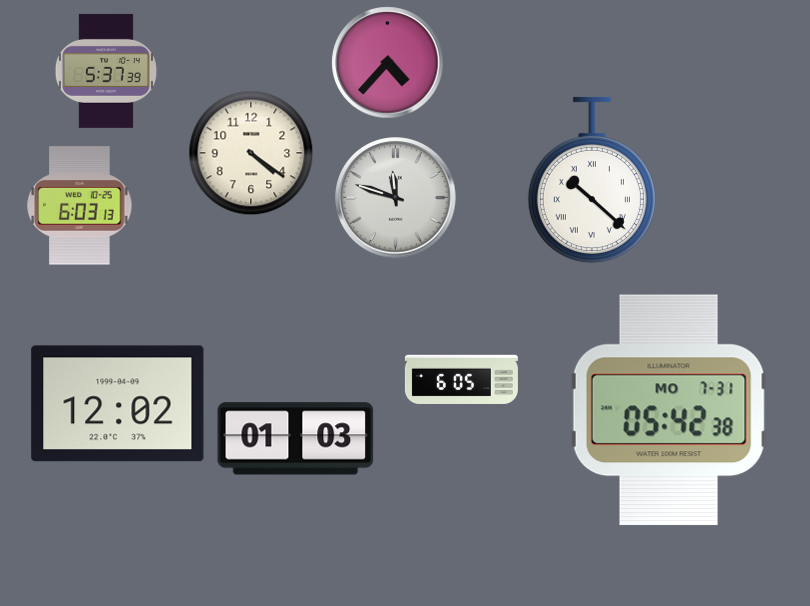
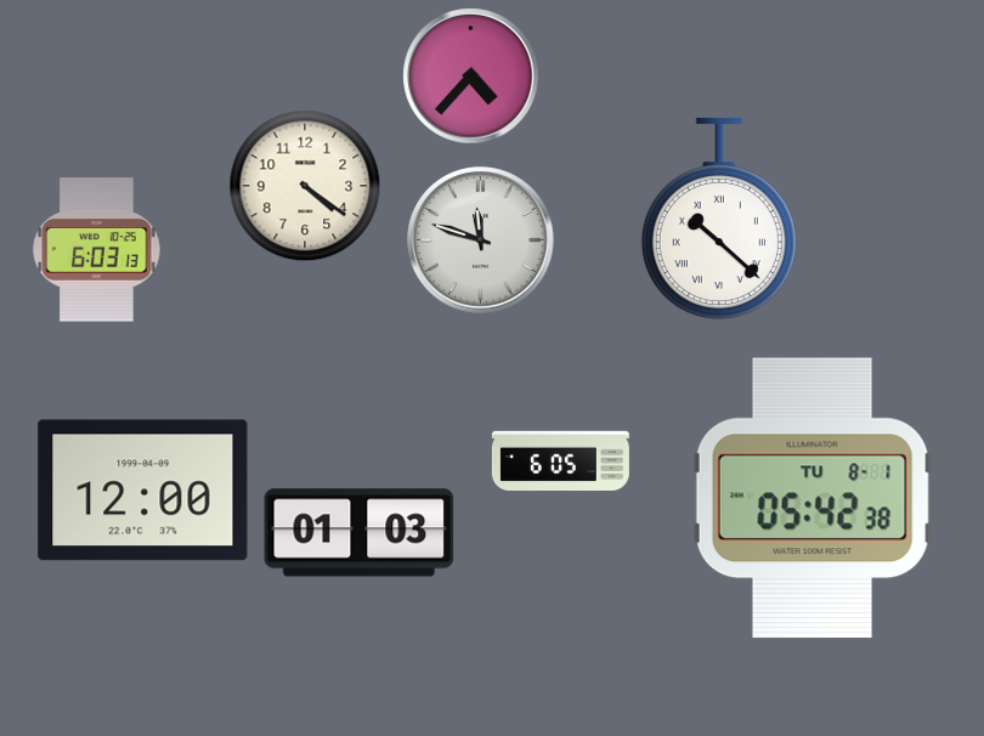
clock at (106, 71): 5:37 -> none
clock at (118, 404): 12:02 -> 12:00
clock at (669, 410) date: MO 7-31 -> TU 8-1
